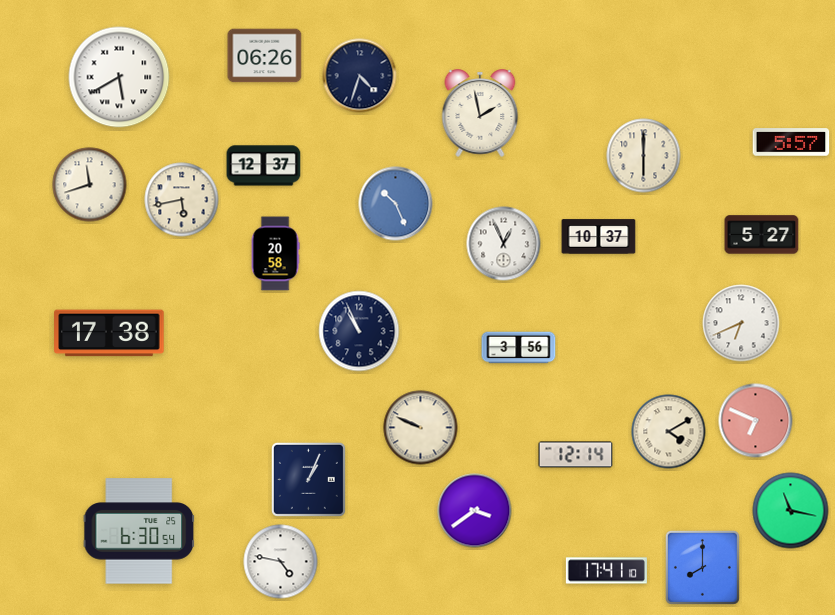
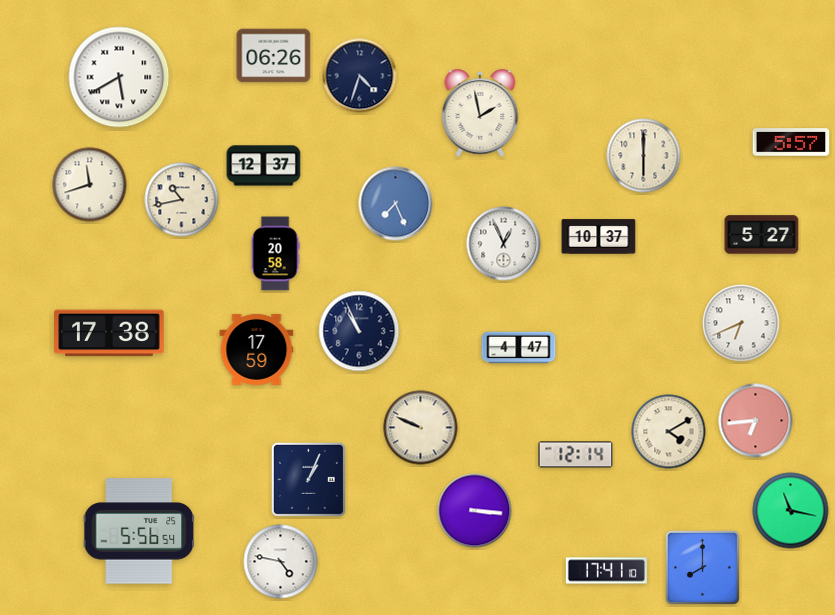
clock at (265, 56) position: (265, 56) -> (274, 56)
clock at (182, 200): 5:43 -> 10:43
clock at (396, 204): 10:26 -> 7:26
clock at (519, 348): 3:56 -> 4:47
clock at (257, 349): none -> 17:59
clock at (756, 421): 6:49 -> 6:44
clock at (475, 511): 3:39 -> 3:16
clock at (139, 531): 6:30 -> 5:56
